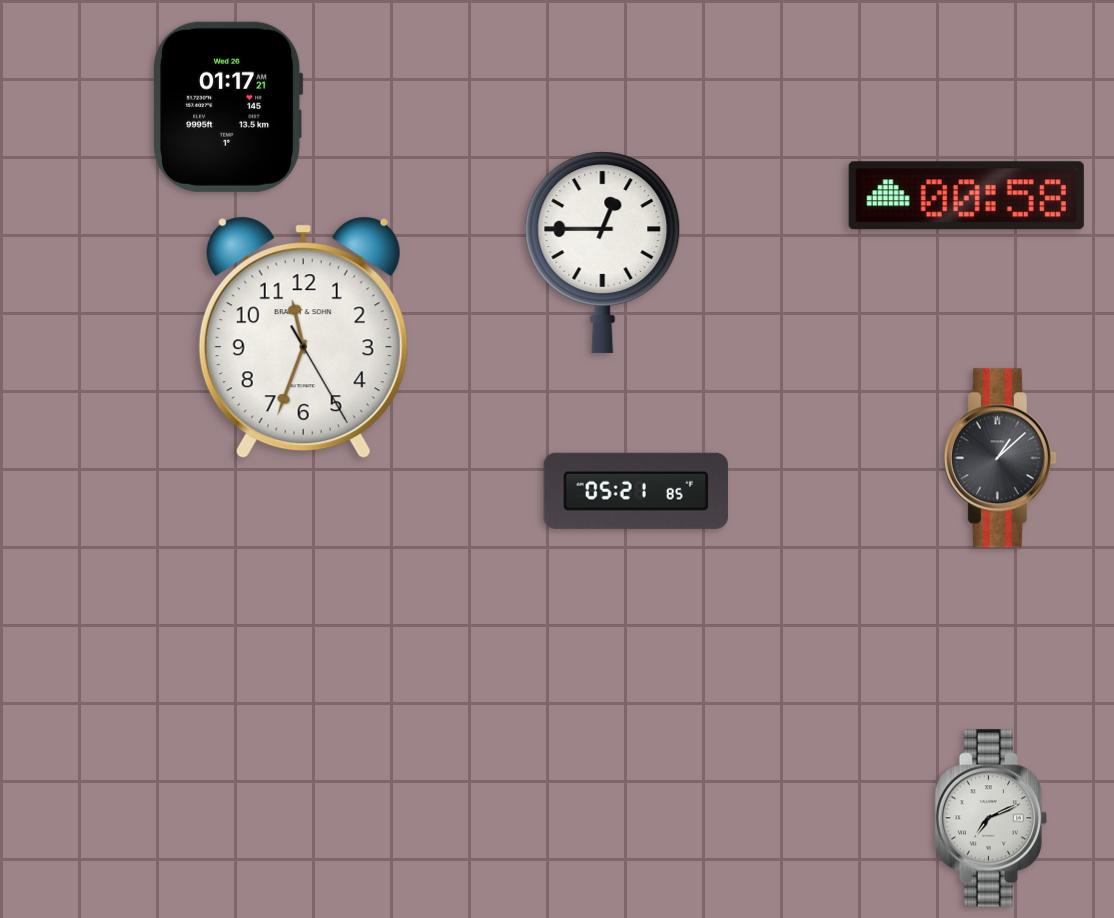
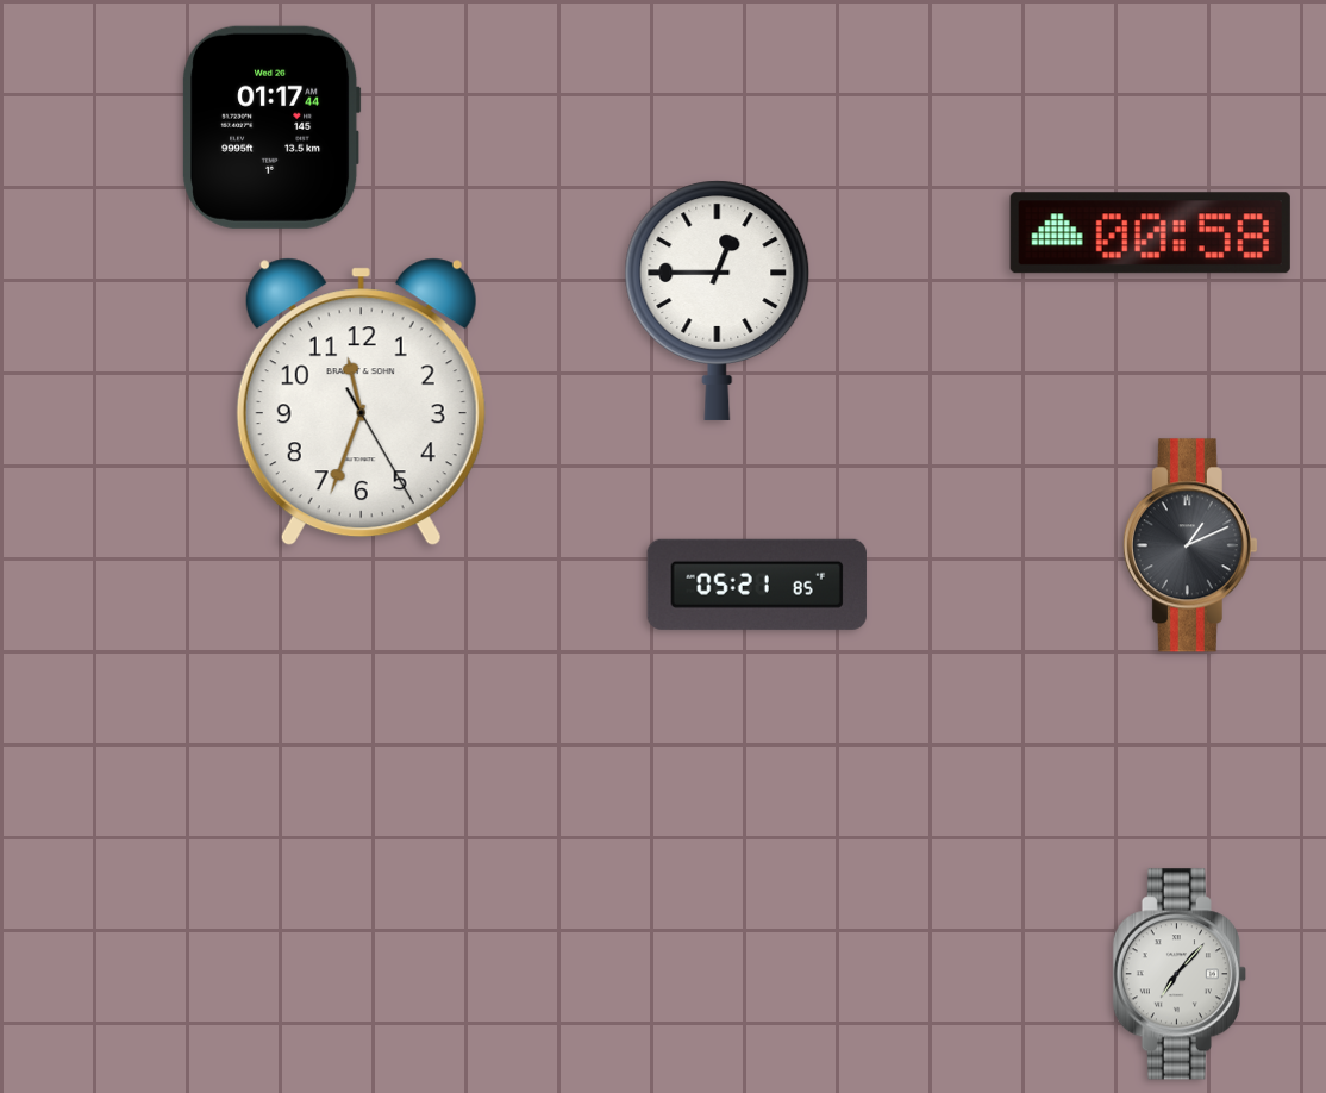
clock at (229, 107): 01:17:21 -> 01:17:44
clock at (1000, 458): 1:08 -> 1:11
clock at (991, 818): 7:11 -> 7:07
